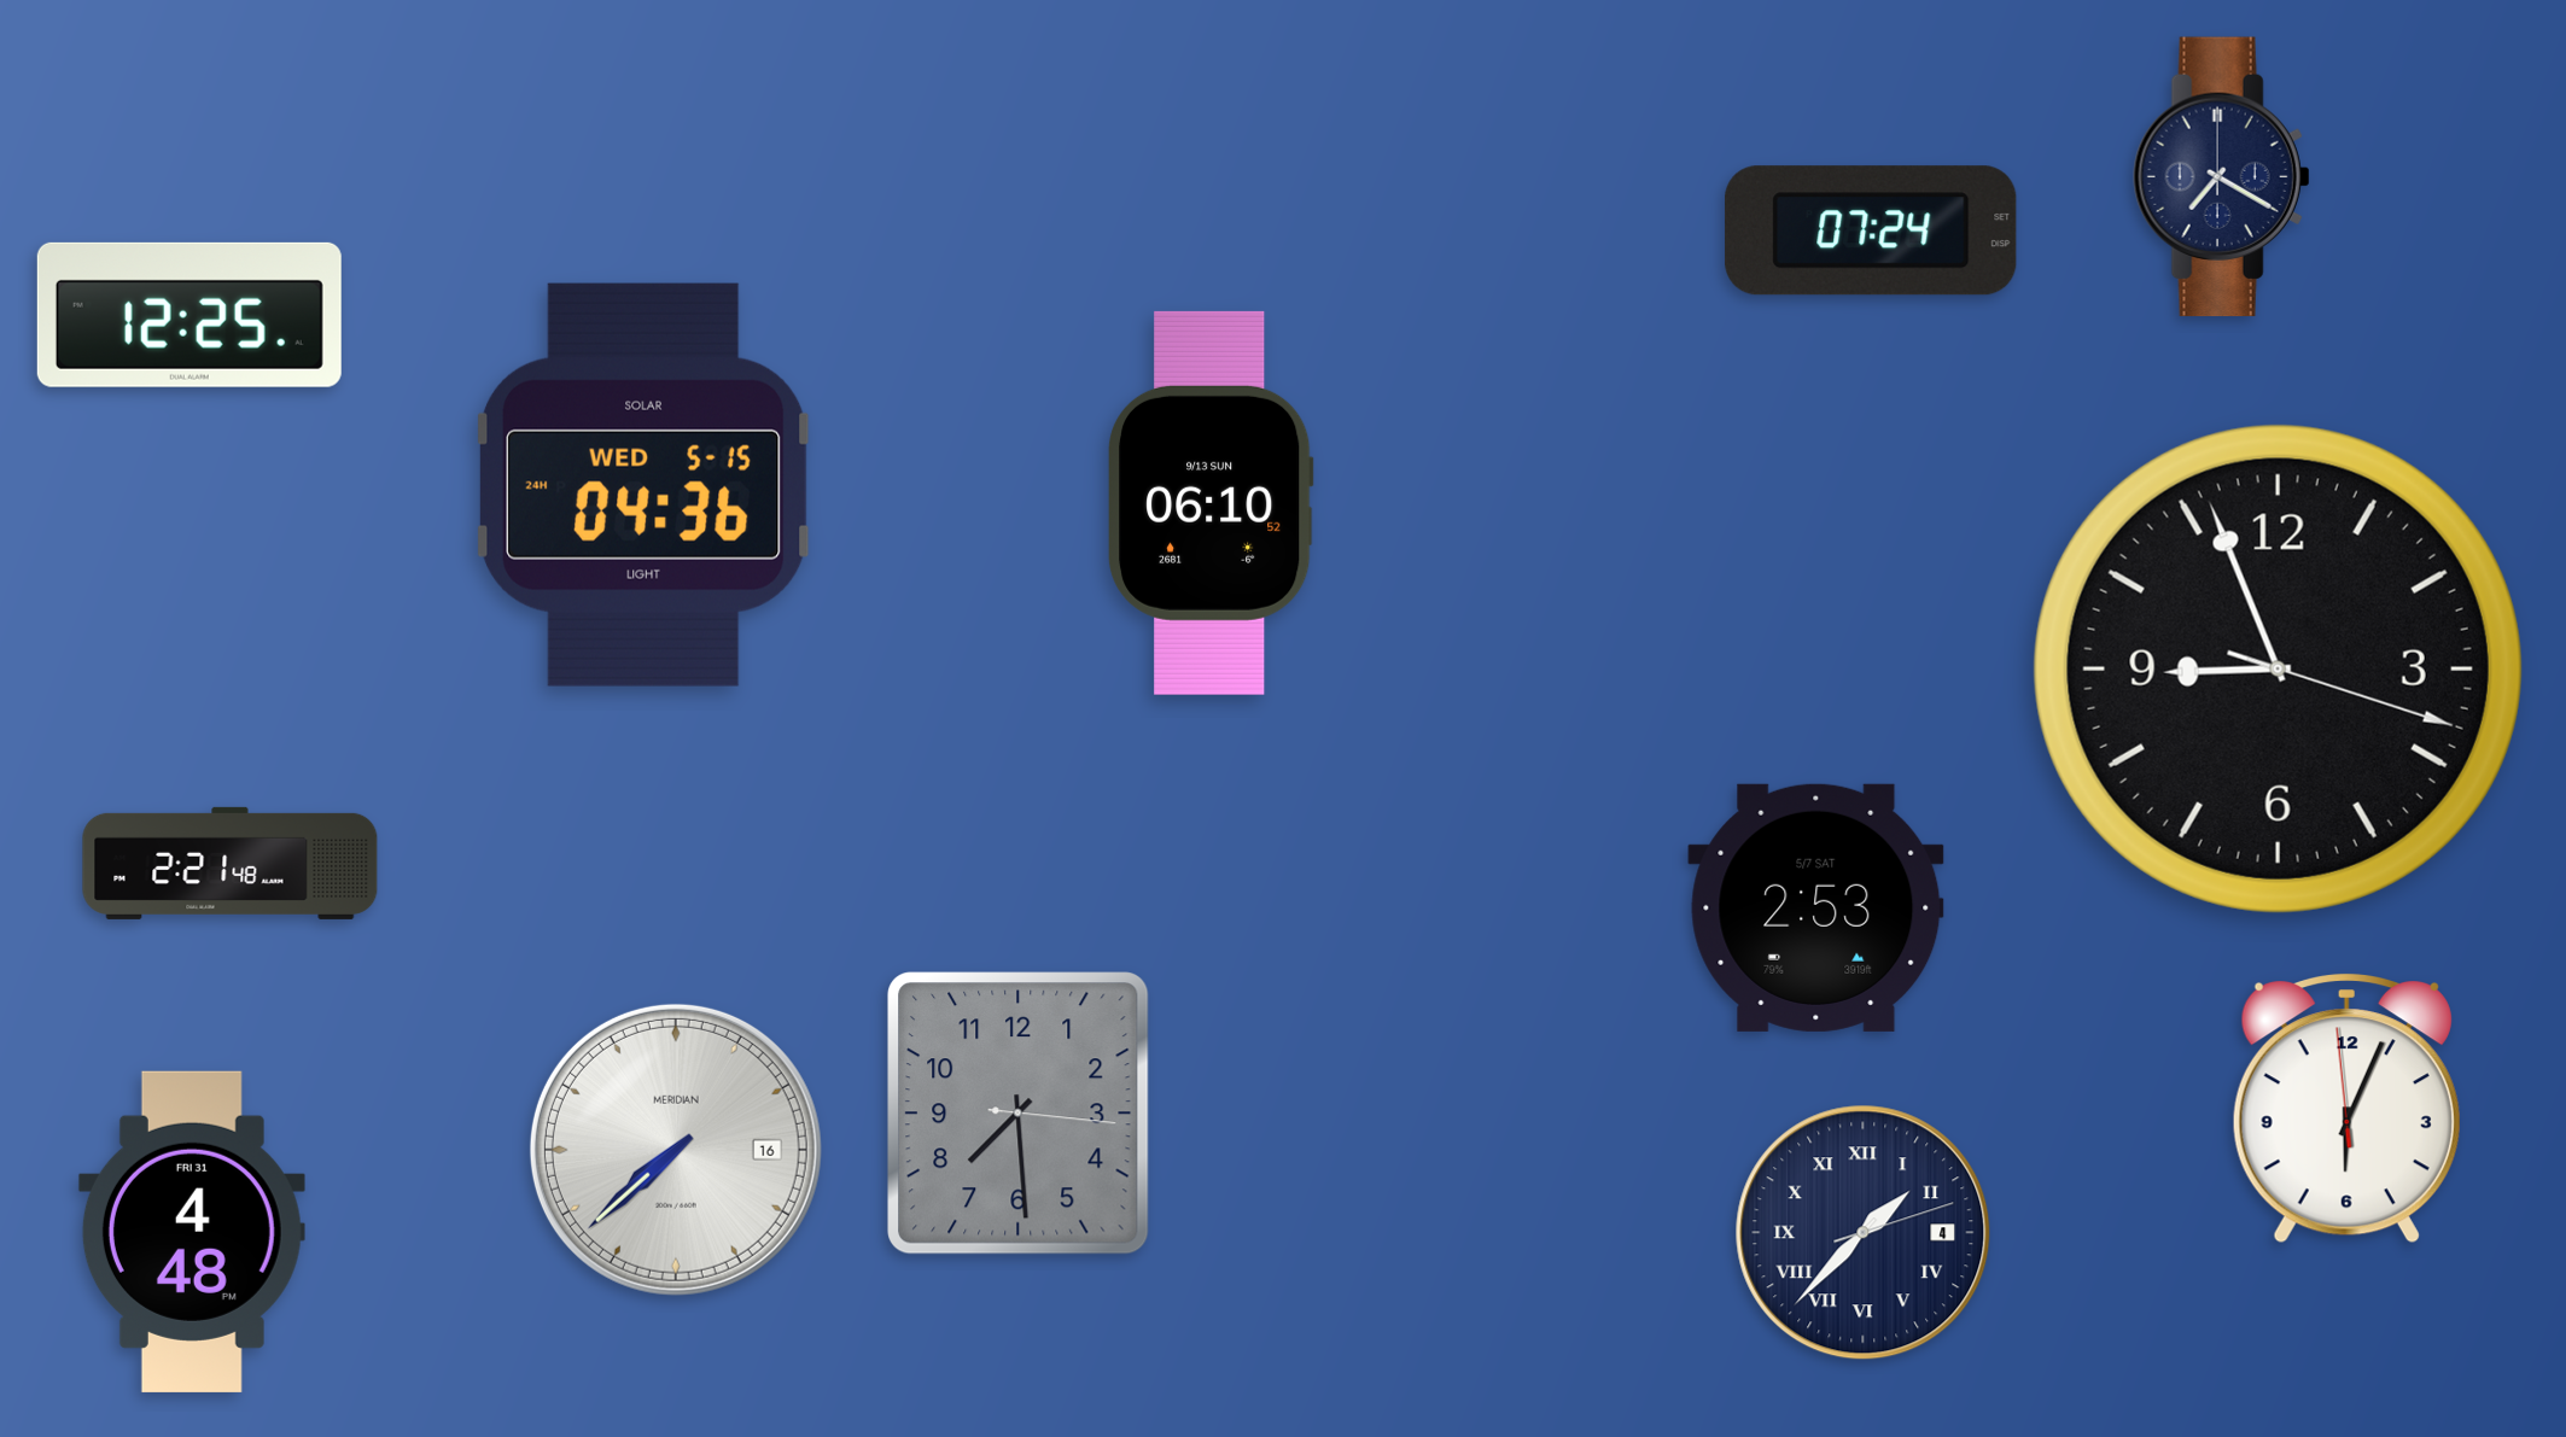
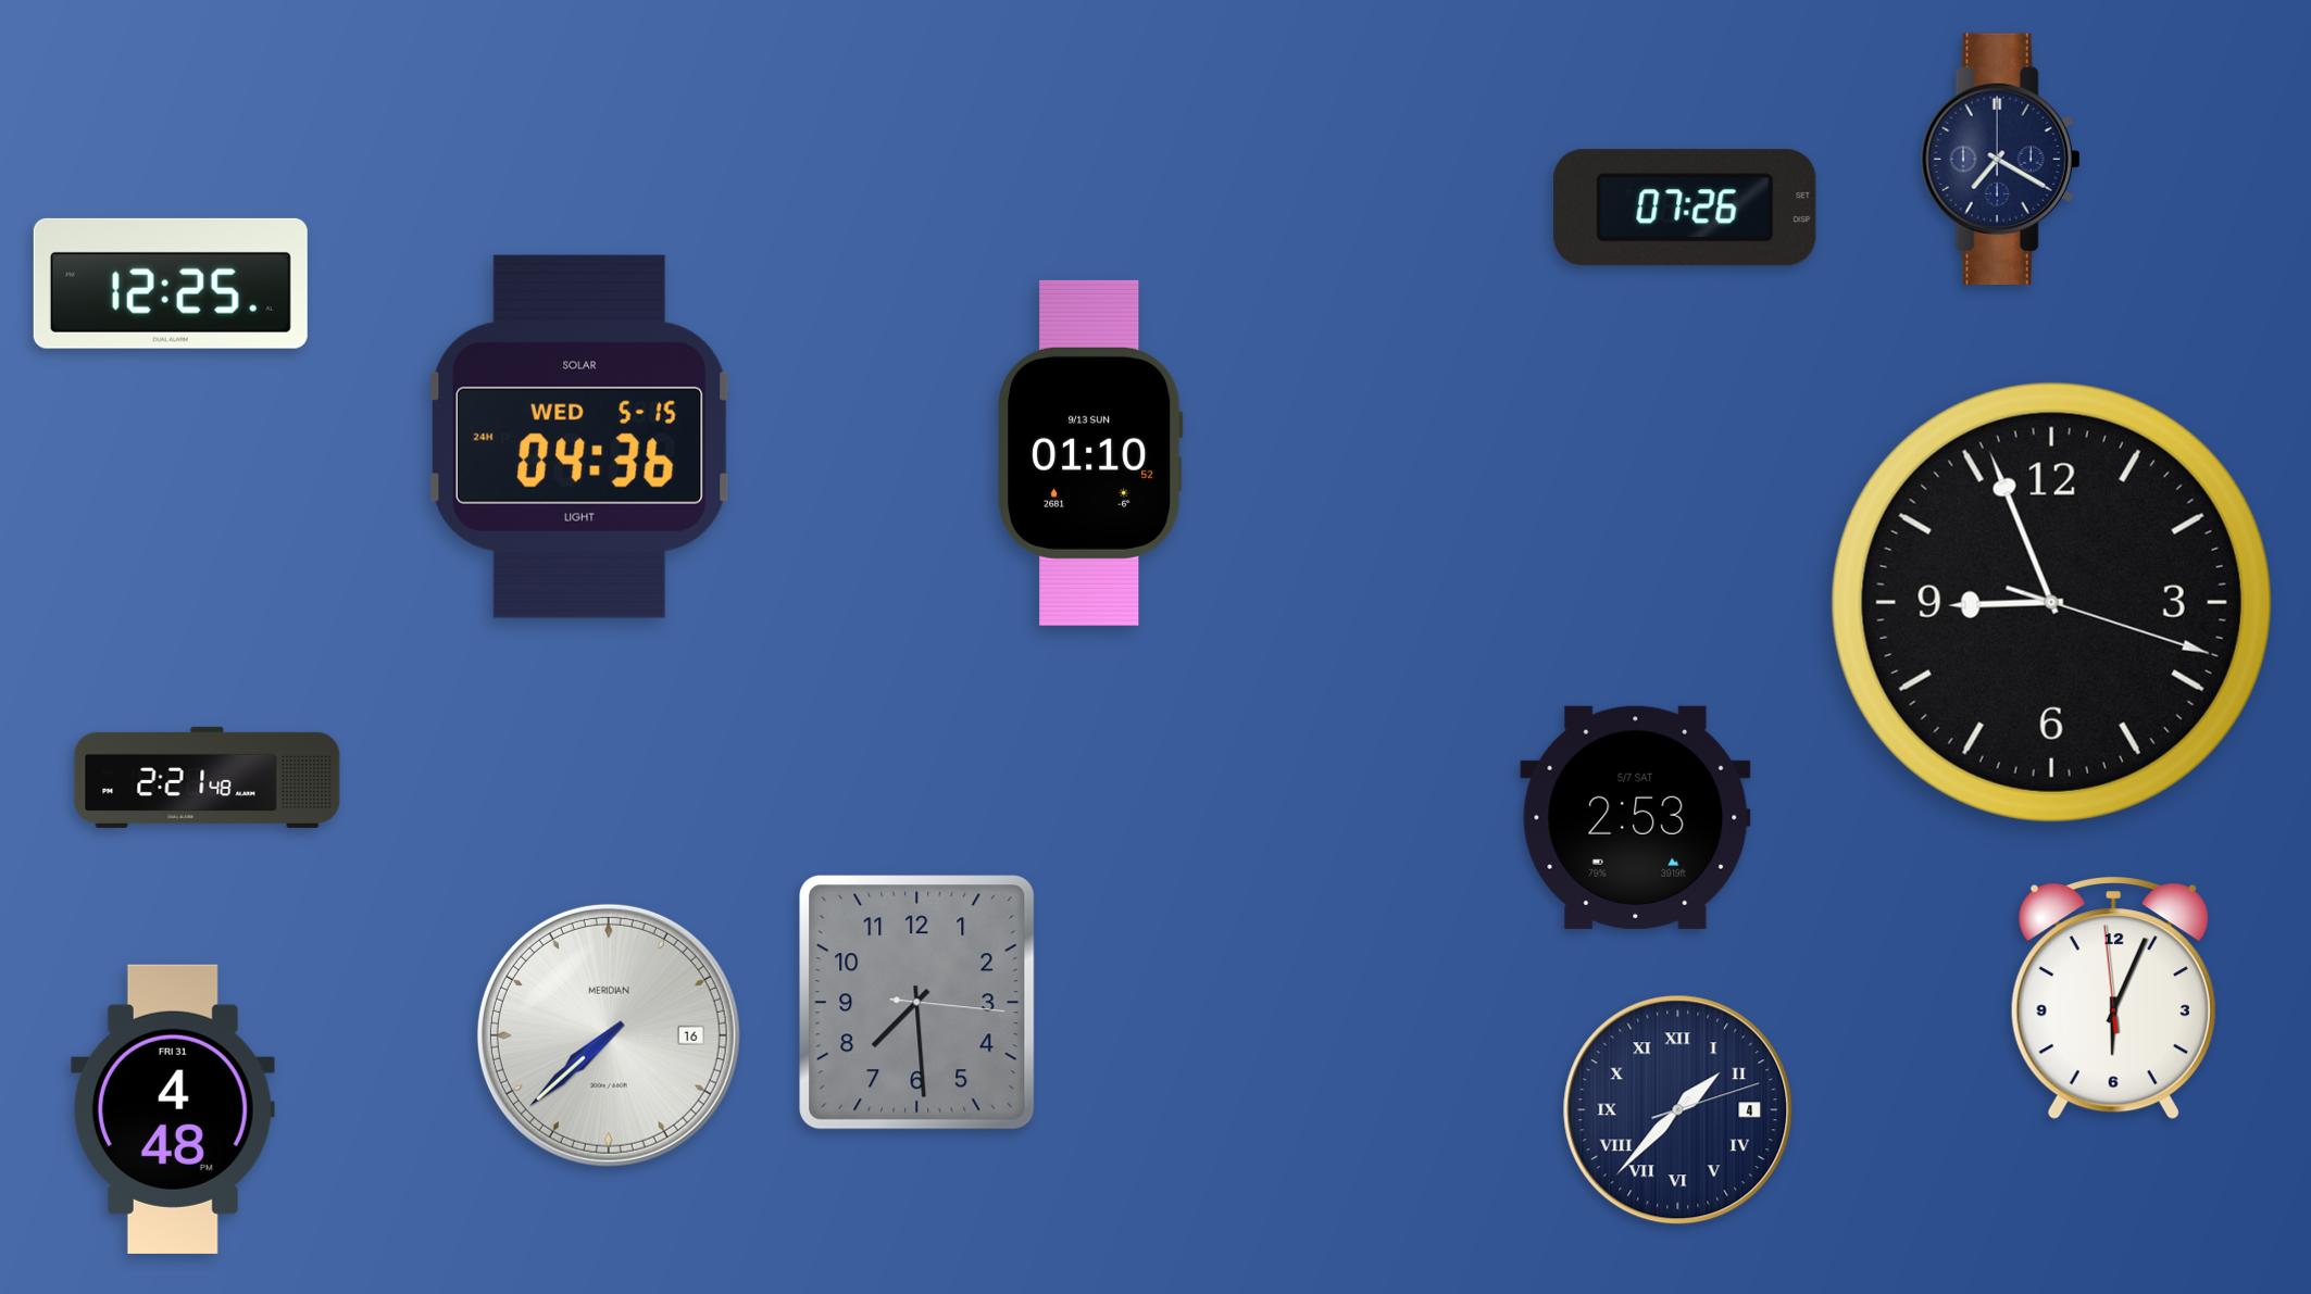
clock at (1871, 230): 07:24 -> 07:26
clock at (1211, 503): 06:10 -> 01:10
